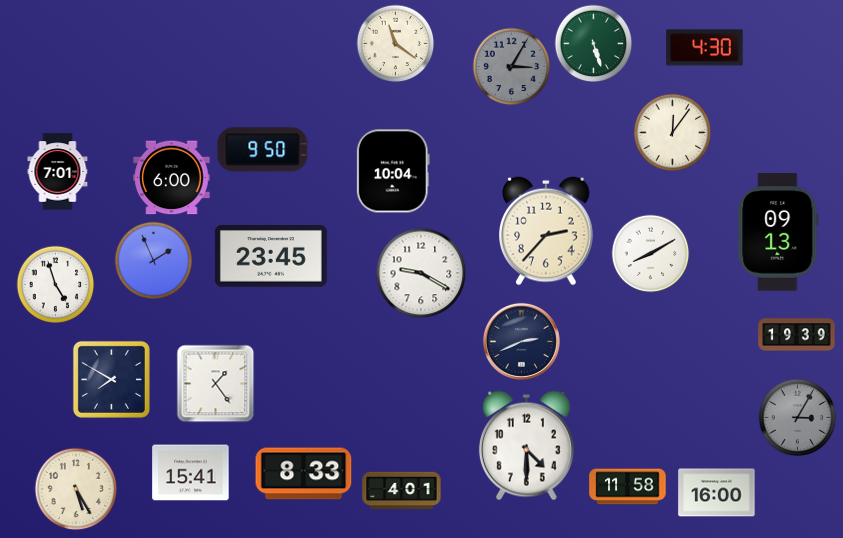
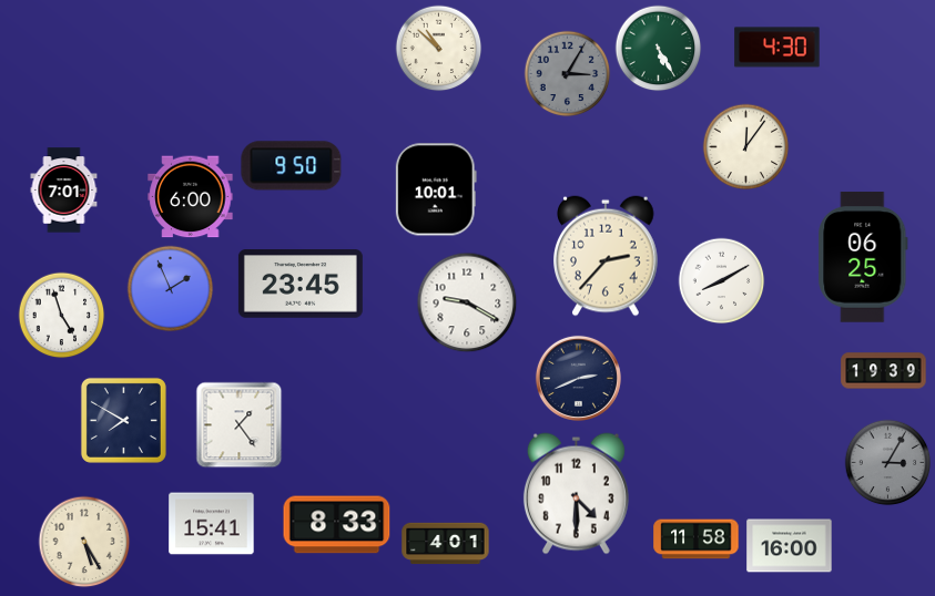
clock at (395, 43): 11:21 -> 10:52
clock at (593, 43): 5:27 -> 5:25
clock at (705, 48) position: (705, 48) -> (778, 48)
clock at (393, 171): 10:04 -> 10:01
clock at (778, 232): 09:13 -> 06:25
clock at (797, 417) position: (797, 417) -> (887, 462)
clock at (526, 446) position: (526, 446) -> (576, 494)
clock at (717, 493) position: (717, 493) -> (790, 546)
